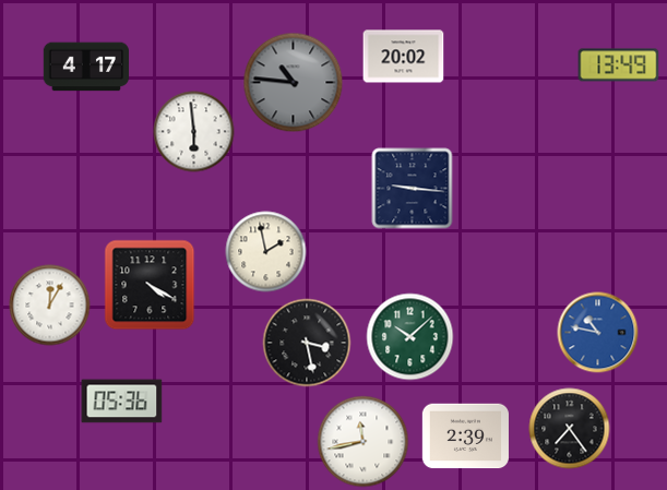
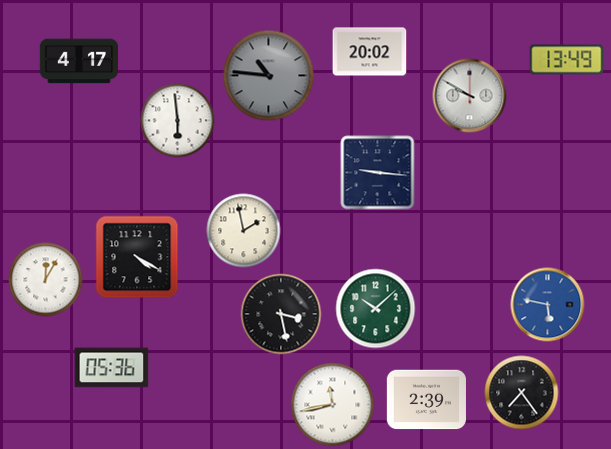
clock at (470, 96): none -> 9:50
clock at (150, 285) position: (150, 285) -> (137, 257)
clock at (598, 333): 10:47 -> 5:47
